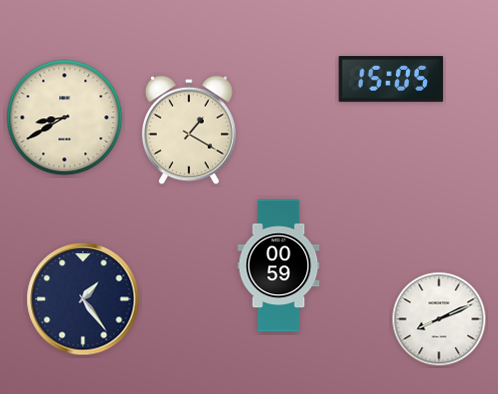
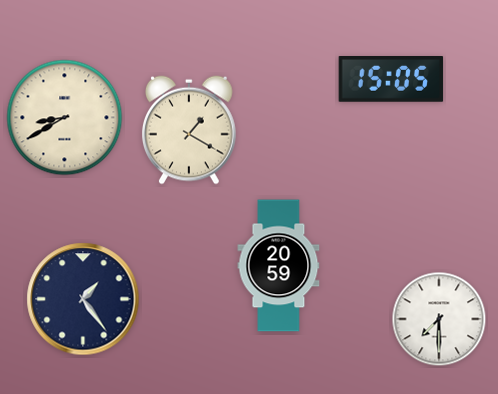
clock at (279, 266): 00:59 -> 20:59
clock at (439, 319): 8:11 -> 7:30
